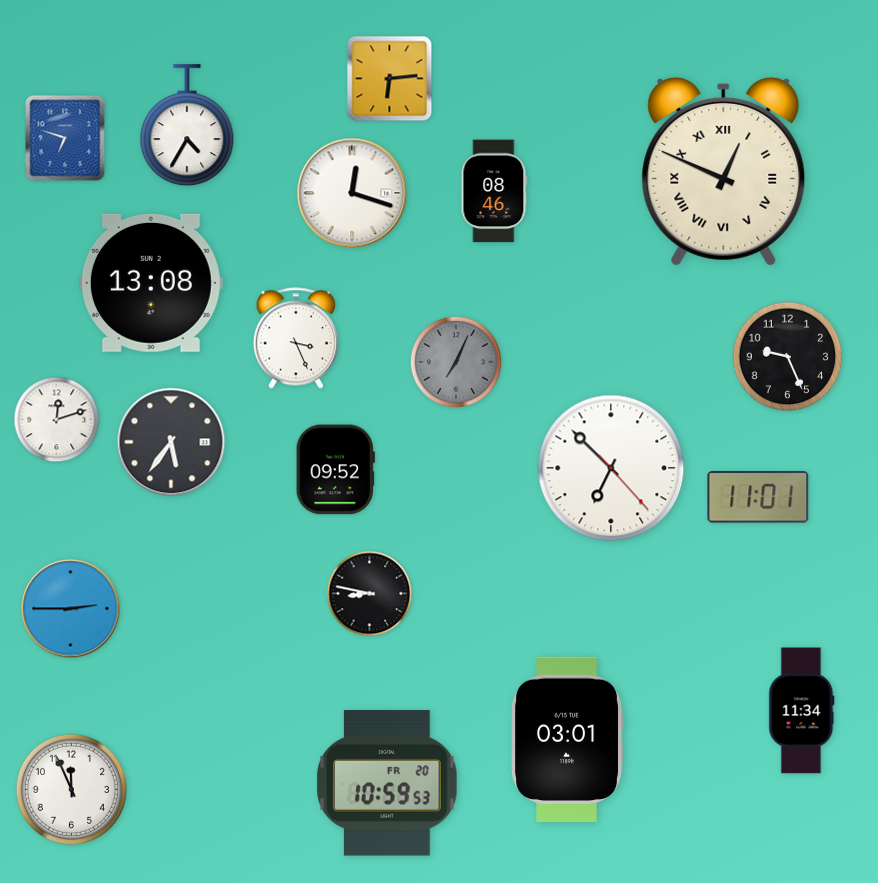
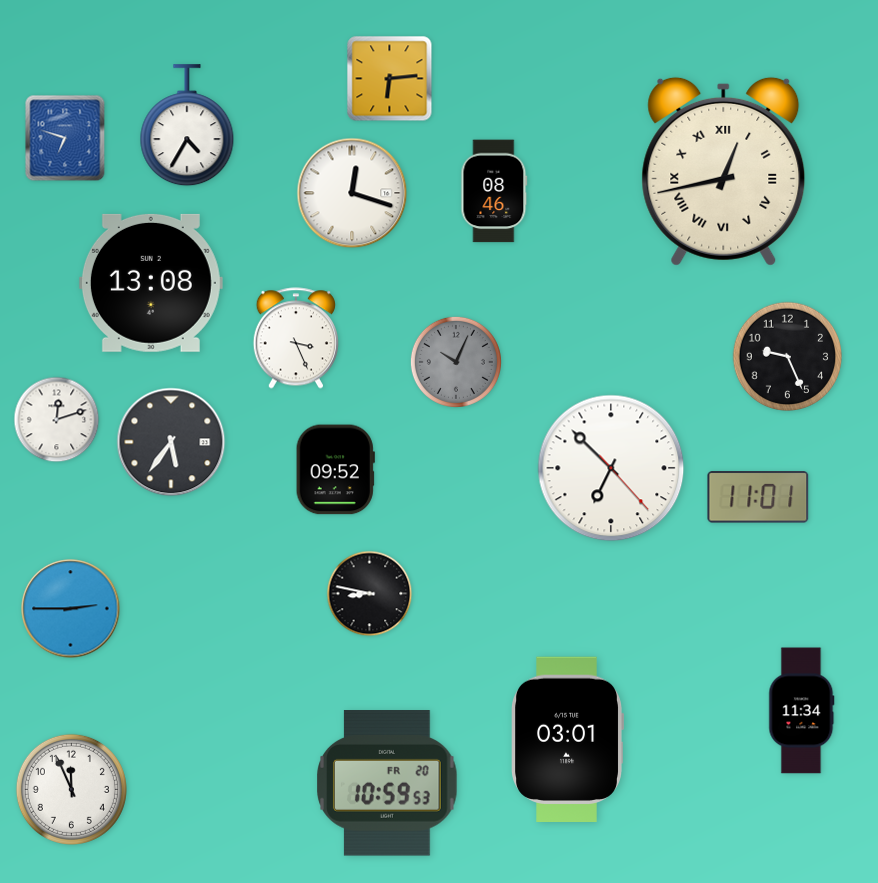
clock at (724, 171): 12:49 -> 12:43
clock at (456, 362): 7:04 -> 10:04
